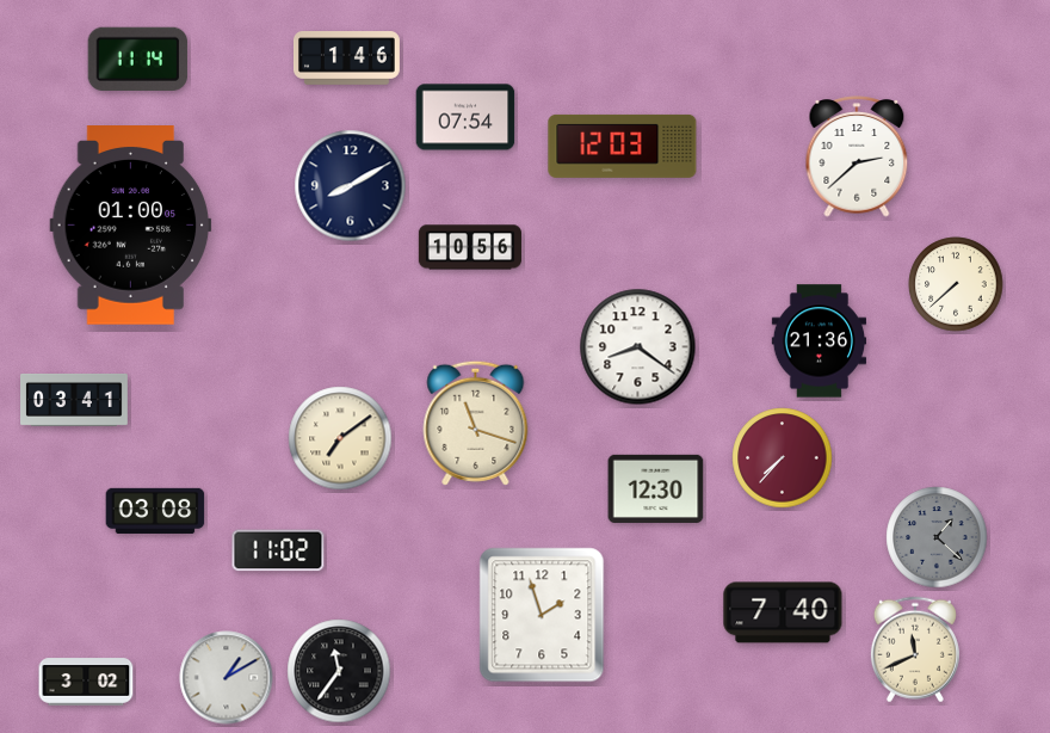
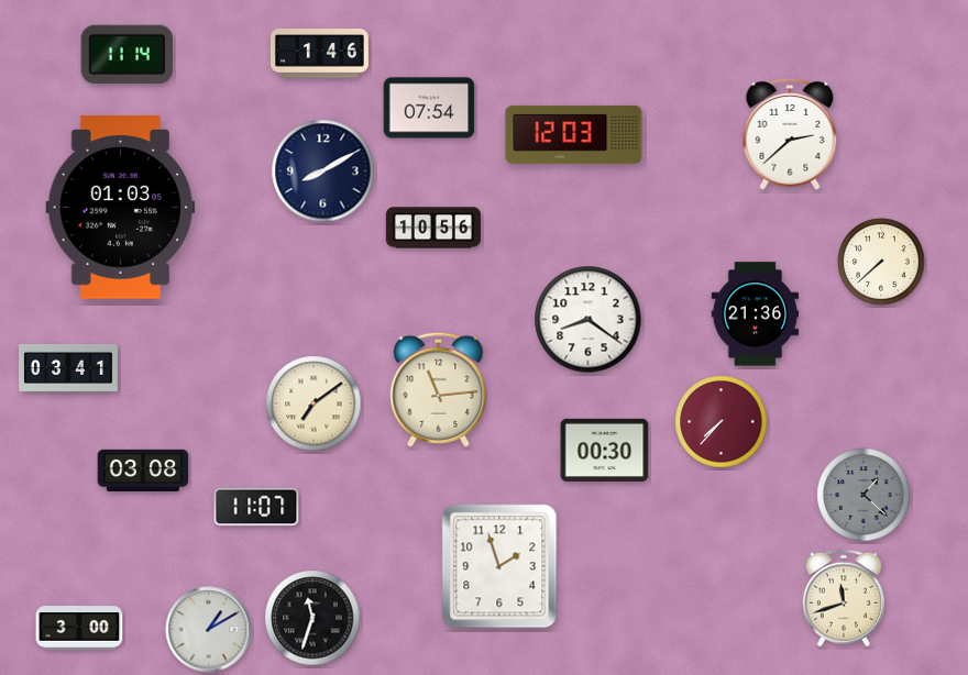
clock at (857, 156) position: (857, 156) -> (790, 134)
clock at (131, 226): 01:00 -> 01:03
clock at (476, 423): 11:18 -> 11:14
clock at (656, 488): 12:30 -> 00:30
clock at (278, 550): 11:02 -> 11:07
clock at (783, 612): 7:40 -> none
clock at (915, 649): 11:41 -> 11:42
clock at (339, 671): 11:36 -> 11:33
clock at (227, 678) position: (227, 678) -> (209, 630)
clock at (86, 682): 3:02 -> 3:00
